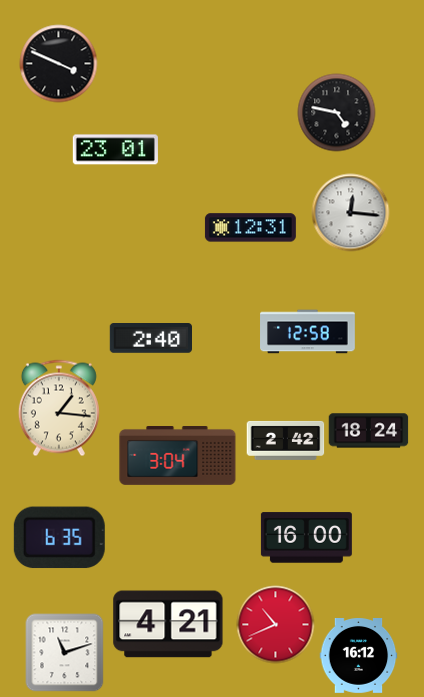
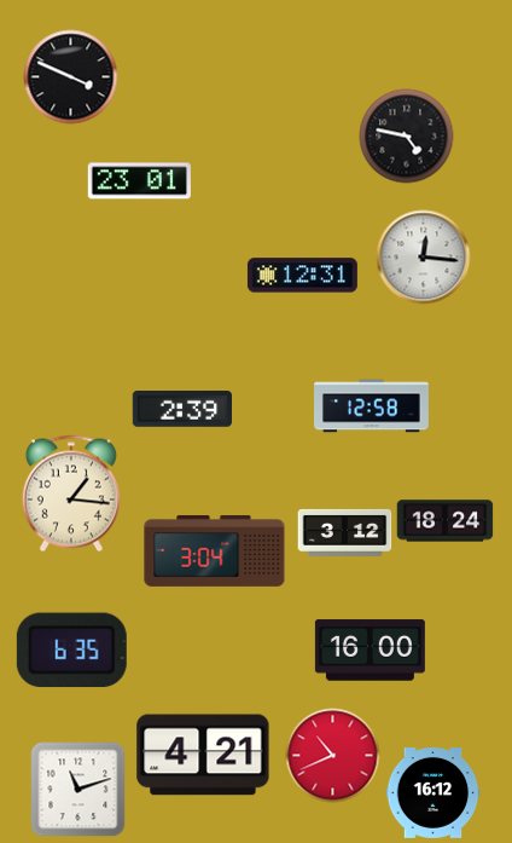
clock at (308, 332) position: (308, 332) -> (372, 406)
clock at (150, 339): 2:40 -> 2:39
clock at (285, 440): 2:42 -> 3:12
